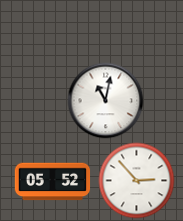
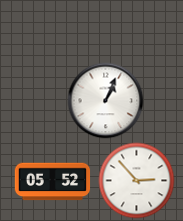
clock at (106, 101): 11:02 -> 1:04
